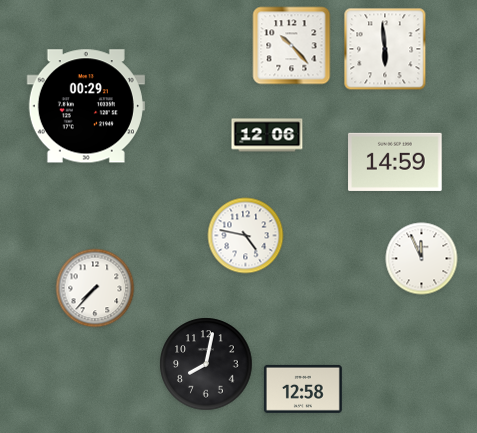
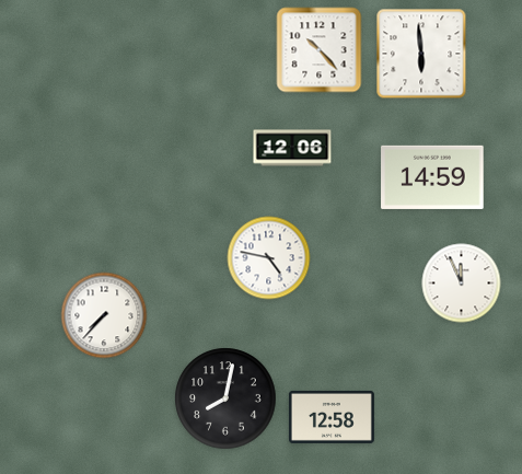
clock at (86, 106): 00:29 -> none
clock at (303, 389) position: (303, 389) -> (332, 417)
